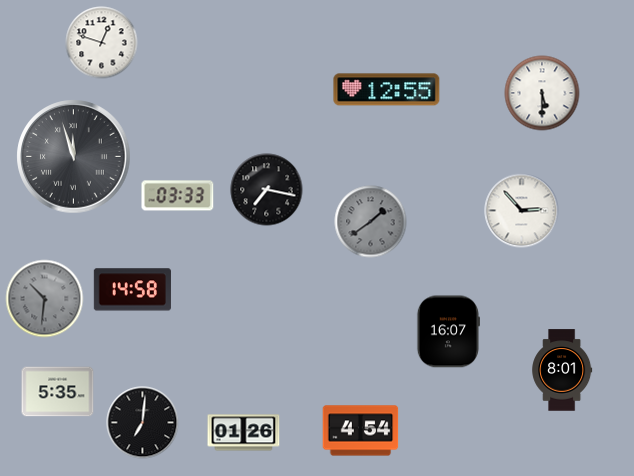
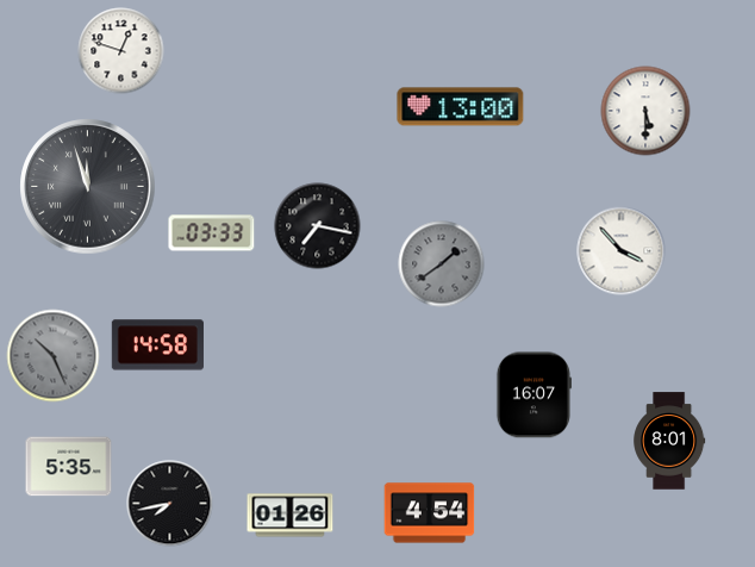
clock at (387, 90): 12:55 -> 13:00
clock at (522, 211): 2:53 -> 3:53
clock at (45, 299): 10:31 -> 10:26
clock at (143, 423): 7:01 -> 7:43
